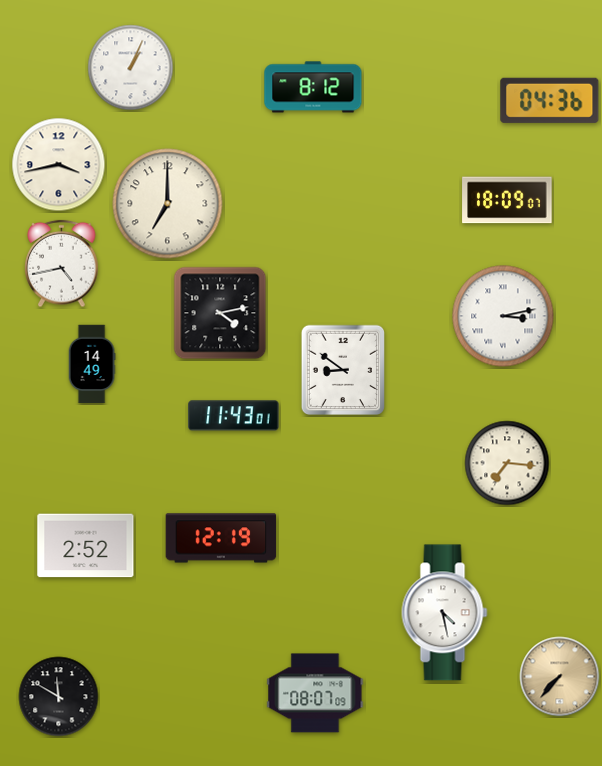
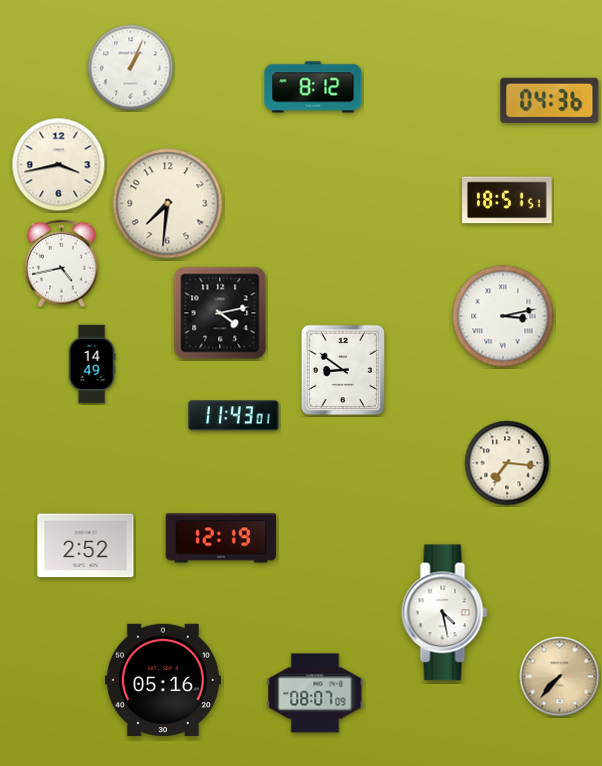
clock at (507, 200): 18:09 -> 18:51
clock at (168, 204): 7:00 -> 7:31
clock at (163, 680): none -> 05:16
clock at (59, 697): 11:50 -> none
